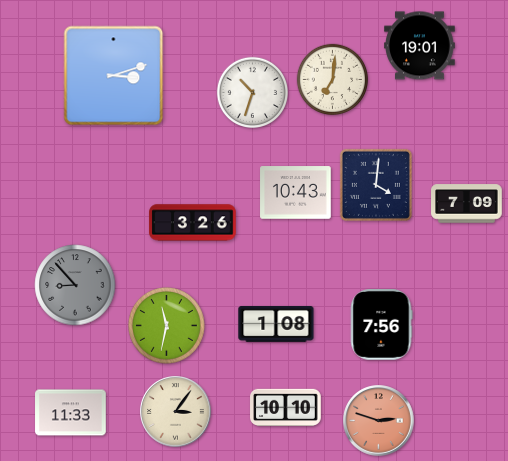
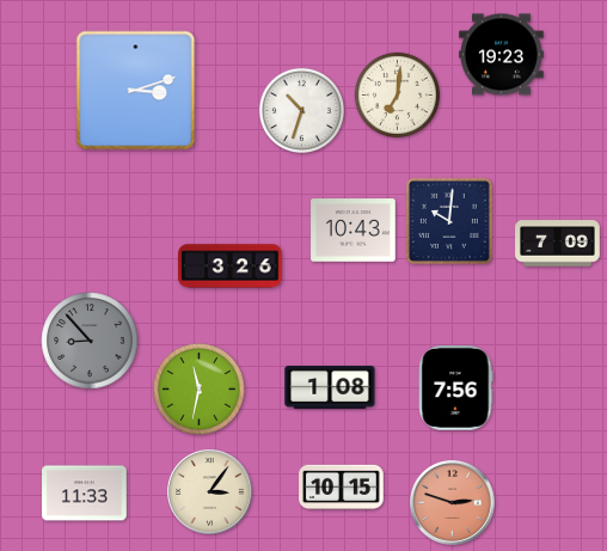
clock at (420, 46): 19:01 -> 19:23
clock at (376, 185): 4:01 -> 10:01
clock at (286, 408): 10:10 -> 10:15
